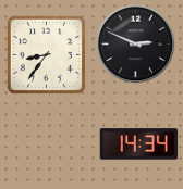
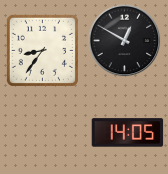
clock at (136, 45): 2:49 -> 12:50
clock at (139, 144): 14:34 -> 14:05
